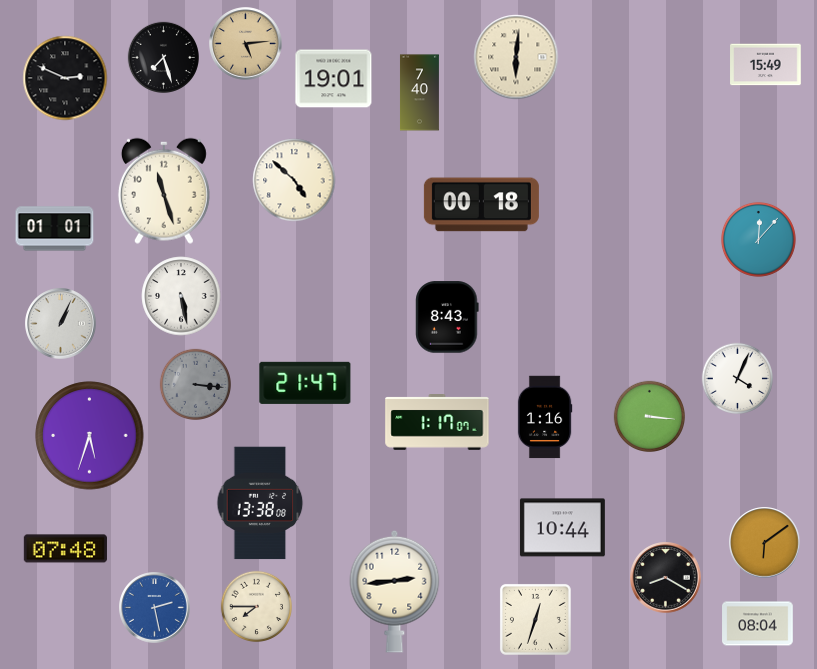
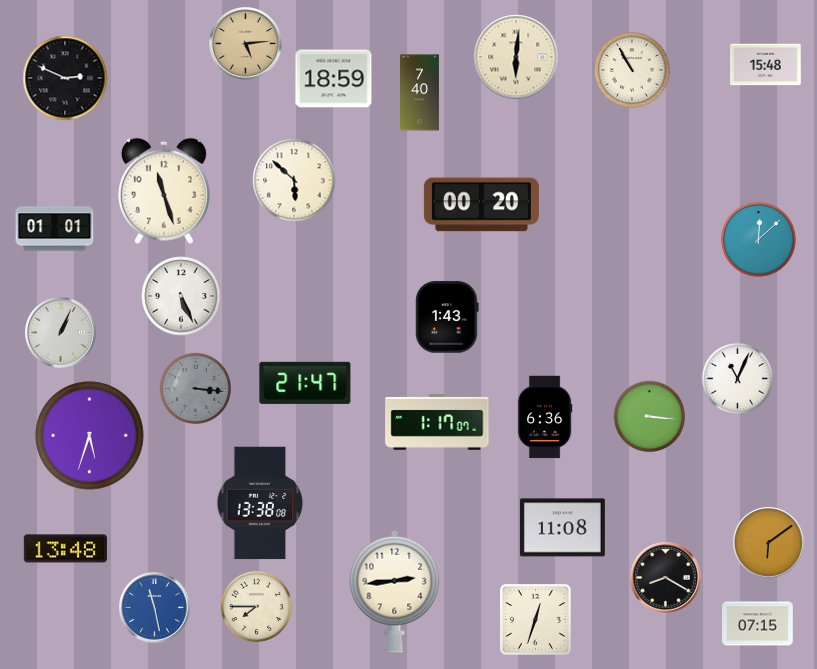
clock at (163, 57): 7:27 -> none
clock at (766, 65): 15:49 -> 15:48
clock at (632, 70): none -> 10:55
clock at (334, 79): 19:01 -> 18:59
clock at (294, 180): 4:52 -> 5:52
clock at (481, 205): 00:18 -> 00:20
clock at (758, 239): 12:07 -> 12:08
clock at (181, 296): 5:28 -> 5:26
clock at (447, 317): 8:43 -> 1:43
clock at (61, 324) position: (61, 324) -> (61, 333)
clock at (737, 378): 4:04 -> 11:04
clock at (195, 384) position: (195, 384) -> (195, 388)
clock at (545, 417): 1:16 -> 6:36
clock at (562, 528): 10:44 -> 11:08
clock at (765, 543) position: (765, 543) -> (769, 543)
clock at (65, 549): 07:48 -> 13:48
clock at (155, 608): 2:28 -> 11:28
clock at (758, 624): 08:04 -> 07:15
